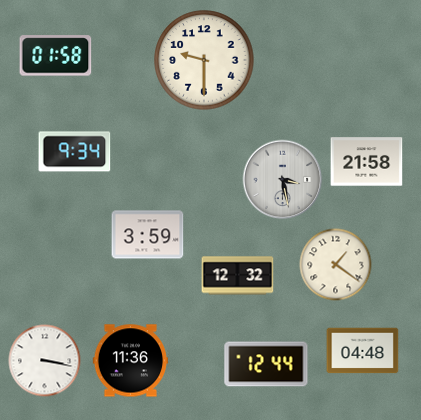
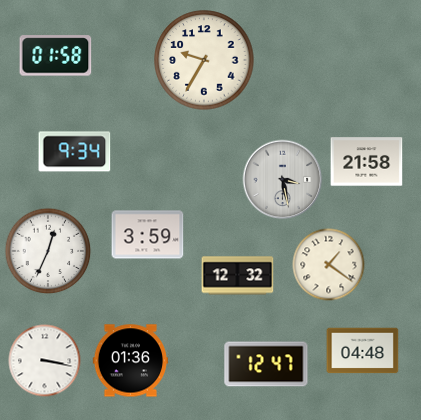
clock at (204, 60): 9:30 -> 9:35
clock at (48, 251): none -> 12:34
clock at (336, 265) position: (336, 265) -> (329, 265)
clock at (130, 361): 11:36 -> 01:36
clock at (266, 364): 12:44 -> 12:47
